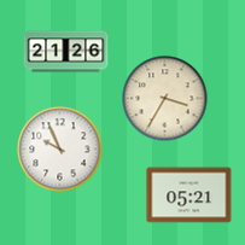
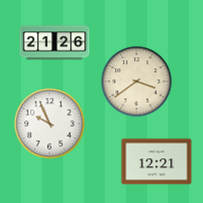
clock at (165, 99): 3:35 -> 3:39
clock at (189, 196): 05:21 -> 12:21
